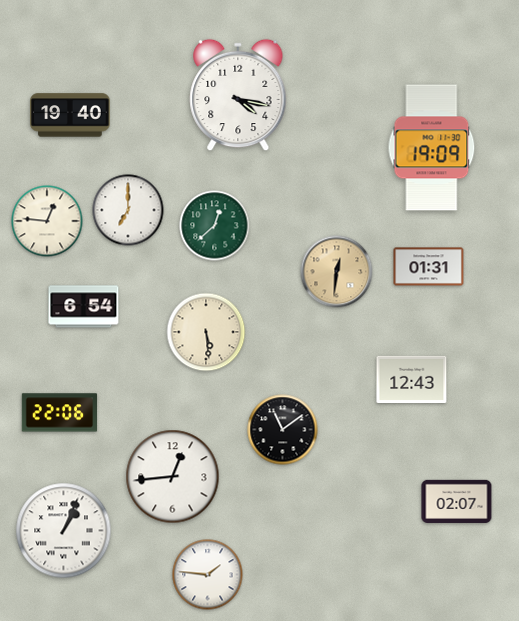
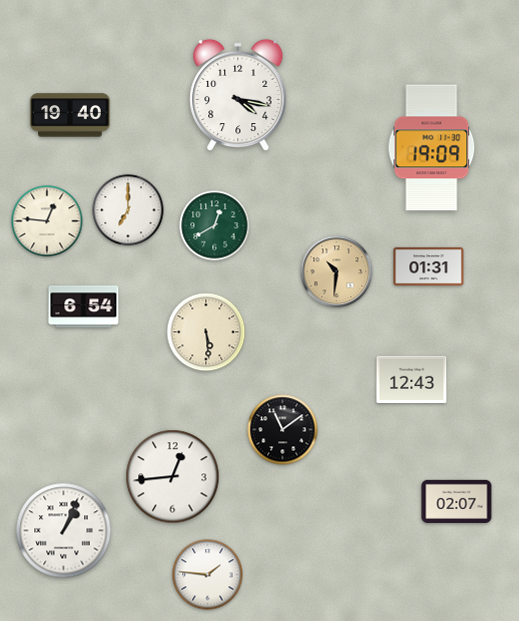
clock at (215, 226): 12:38 -> 12:40
clock at (337, 272): 12:31 -> 10:31
clock at (60, 413): 22:06 -> none
